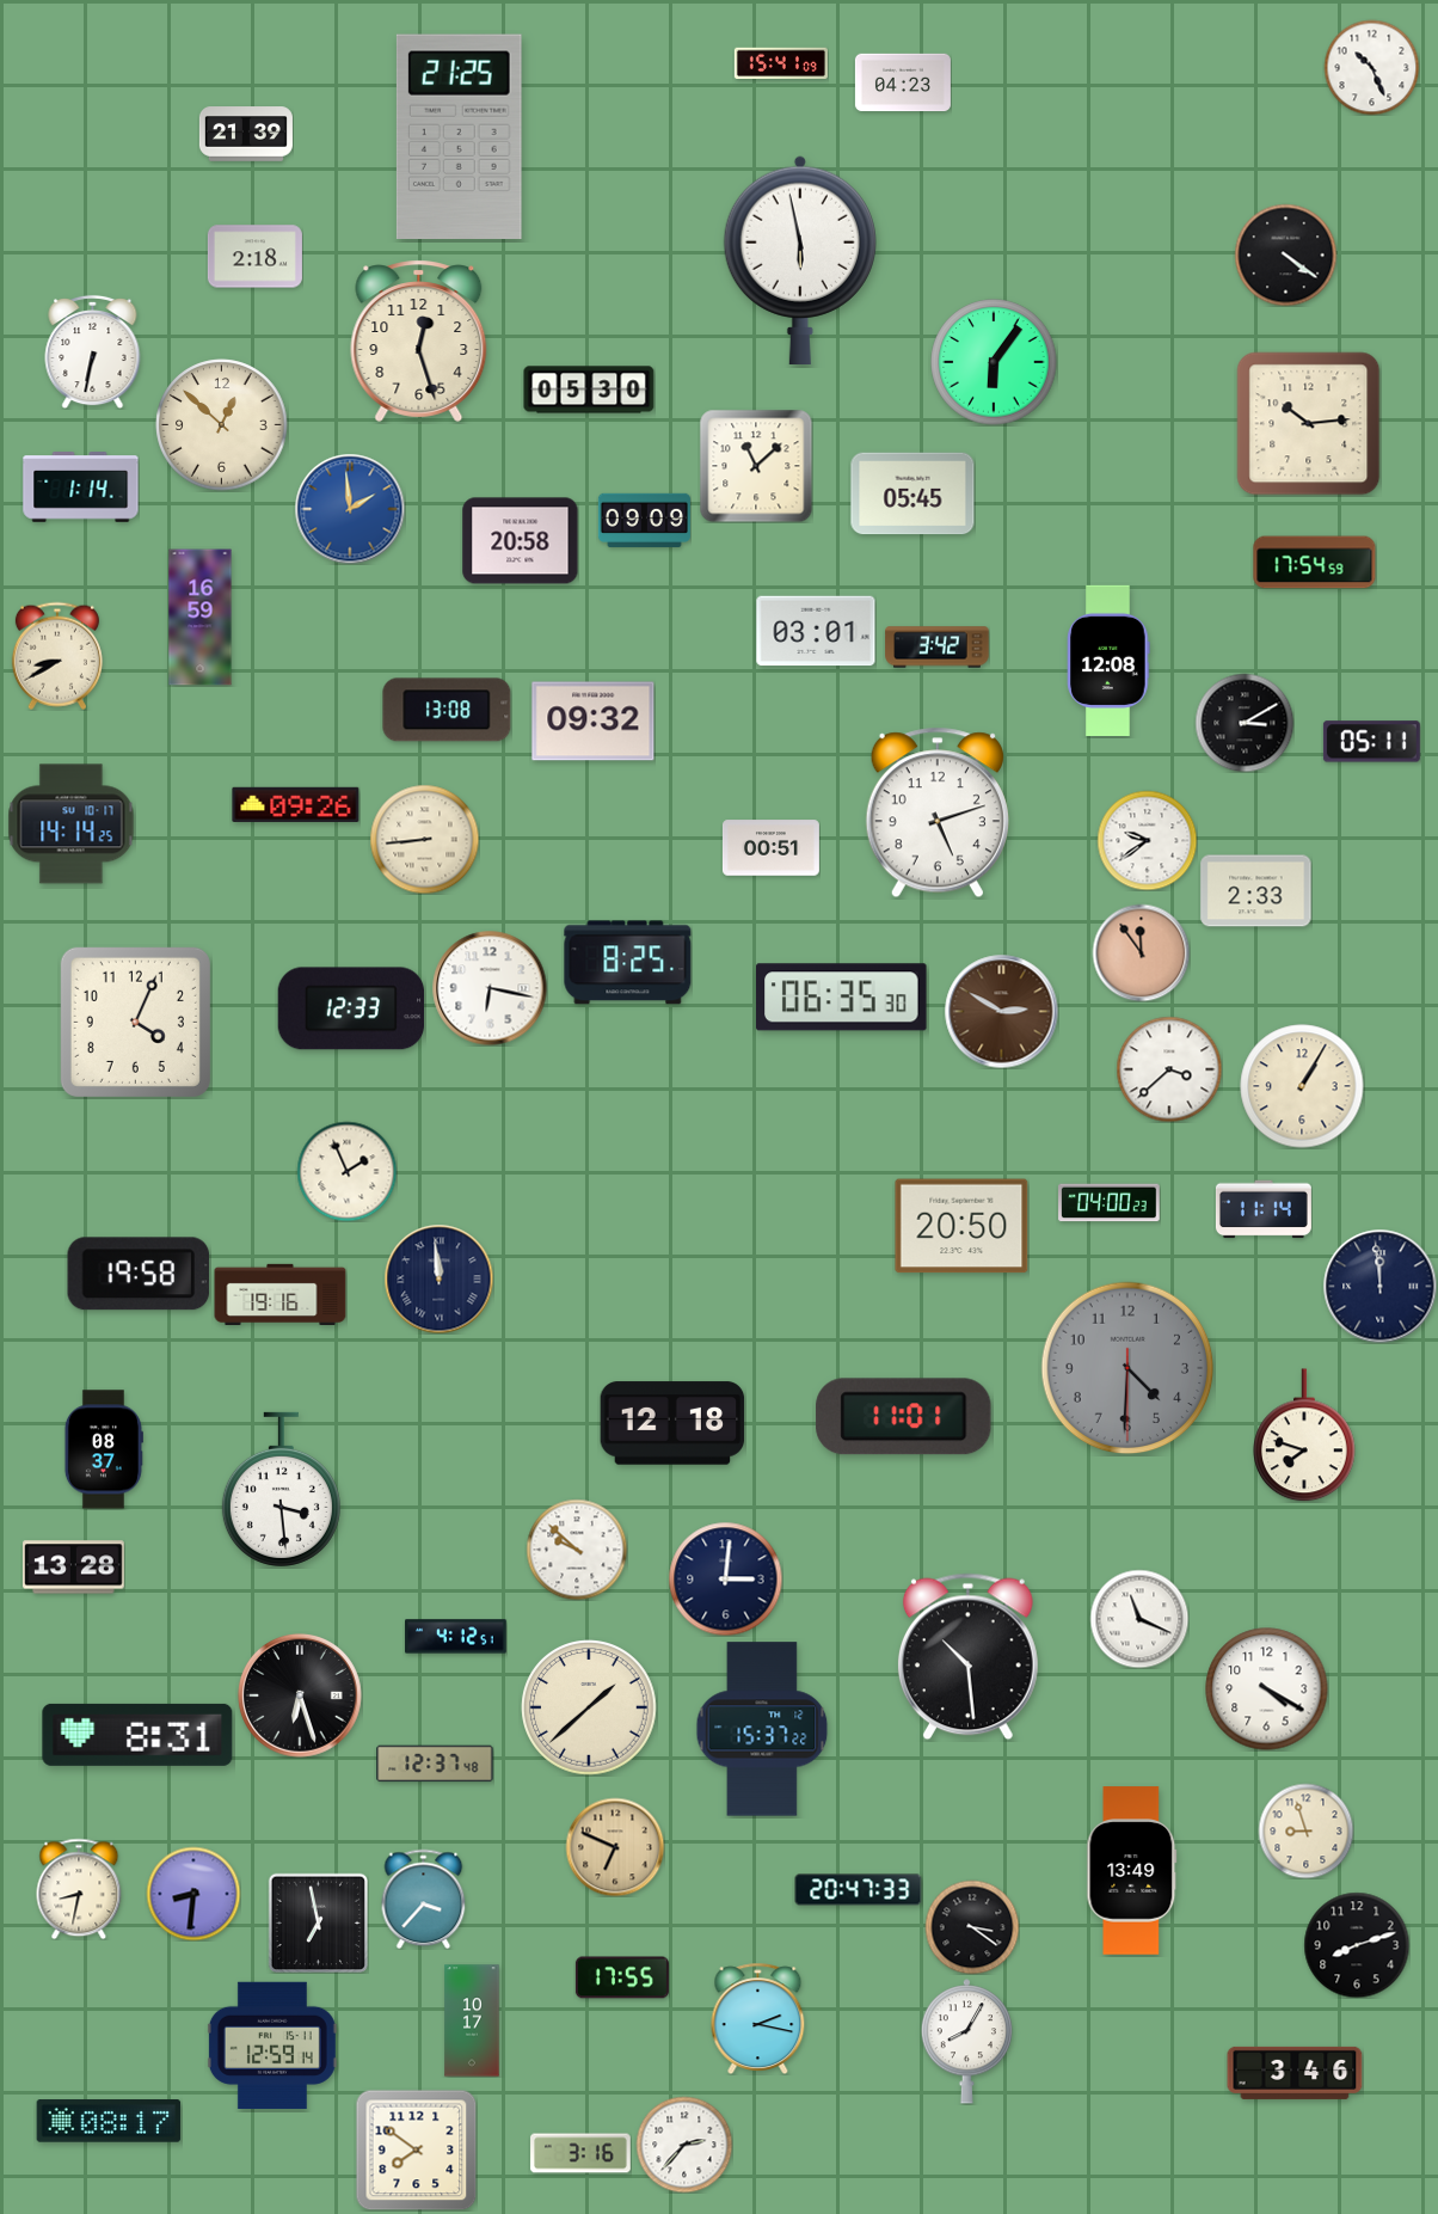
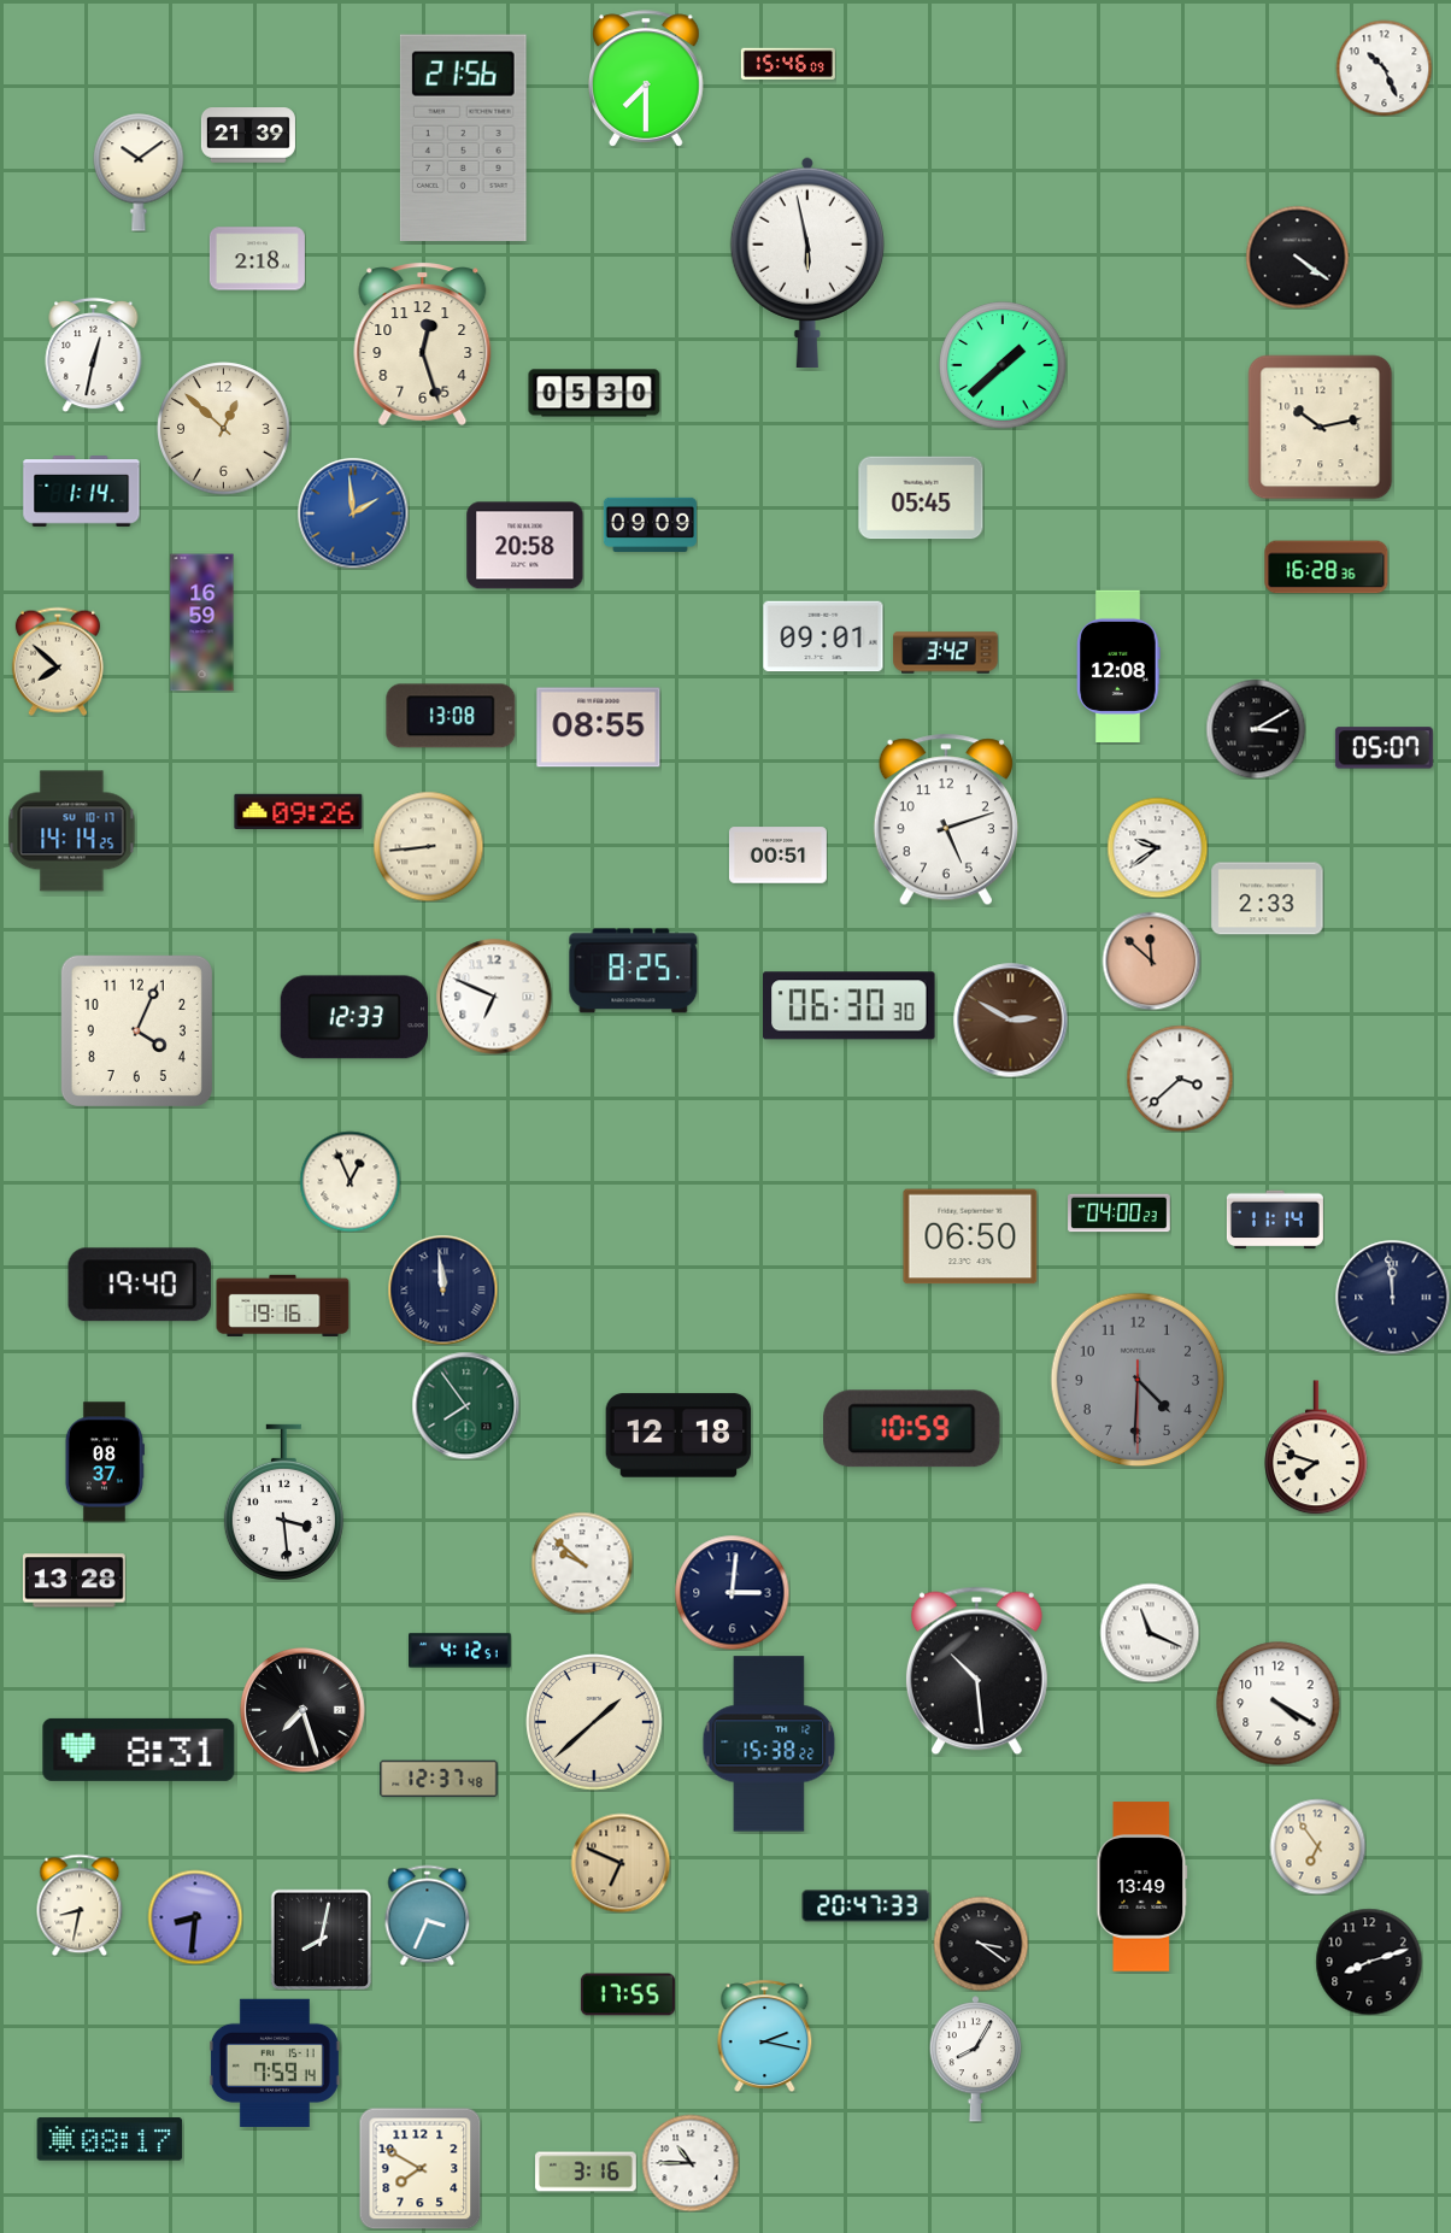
clock at (781, 62): 15:41 -> 15:46
clock at (646, 78): none -> 7:30
clock at (903, 82): 04:23 -> none
clock at (459, 136): 21:25 -> 21:56
clock at (139, 172): none -> 10:09
clock at (93, 351): 6:32 -> 12:32
clock at (994, 362): 6:06 -> 1:38
clock at (1309, 424): 10:14 -> 10:13
clock at (756, 466): 11:08 -> none
clock at (1315, 563): 17:54 -> 16:28
clock at (816, 631): 03:01 -> 09:01
clock at (57, 656): 8:40 -> 7:52
clock at (594, 722): 09:32 -> 08:55
clock at (1371, 742): 05:11 -> 05:07
clock at (1141, 952): 11:54 -> 11:52
clock at (490, 988): 6:17 -> 6:49
clock at (842, 998): 06:35 -> 06:30
clock at (1302, 1086): 1:05 -> none
clock at (346, 1171): 1:56 -> 12:56
clock at (961, 1226): 20:50 -> 06:50
clock at (139, 1274): 19:58 -> 19:40
clock at (465, 1405): none -> 7:54
clock at (904, 1417): 11:01 -> 10:59
clock at (300, 1695): 6:27 -> 7:27
clock at (762, 1729): 15:37 -> 15:38
clock at (1305, 1830): 8:57 -> 6:54
clock at (193, 1894) position: (193, 1894) -> (195, 1917)
clock at (424, 1899): 3:37 -> 3:34
clock at (318, 1922): 6:58 -> 8:02
clock at (472, 2020): 10:17 -> none
clock at (272, 2046): 12:59 -> 7:59
clock at (1295, 2073): 3:46 -> none
clock at (684, 2145): 2:37 -> 10:45
clock at (416, 2149): 7:51 -> 7:50
